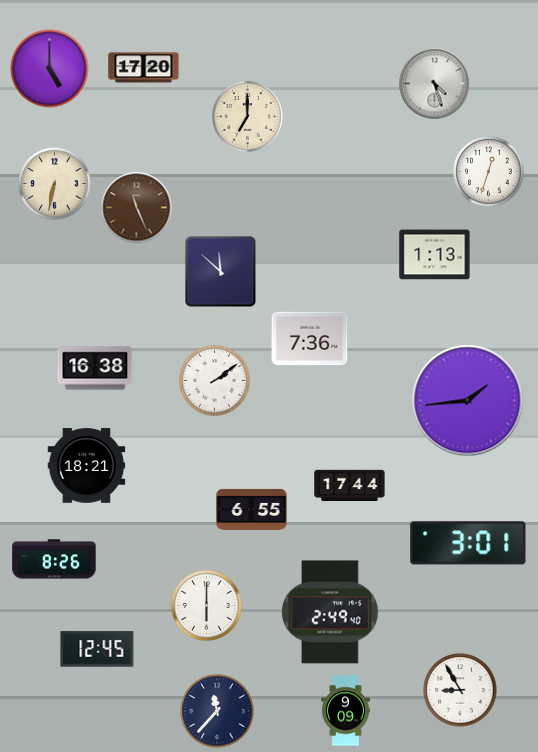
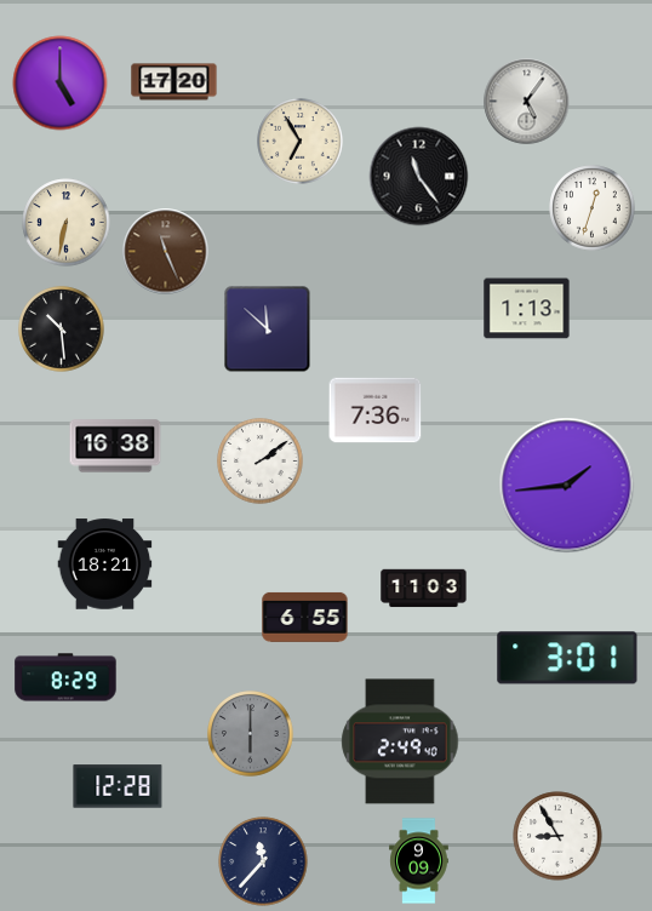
clock at (435, 84): 4:27 -> 5:06
clock at (248, 117): 7:00 -> 6:55
clock at (419, 177): none -> 11:24
clock at (62, 330): none -> 10:29
clock at (350, 486): 17:44 -> 11:03
clock at (54, 559): 8:26 -> 8:29
clock at (207, 606) dial: white -> grey
clock at (97, 649): 12:45 -> 12:28
